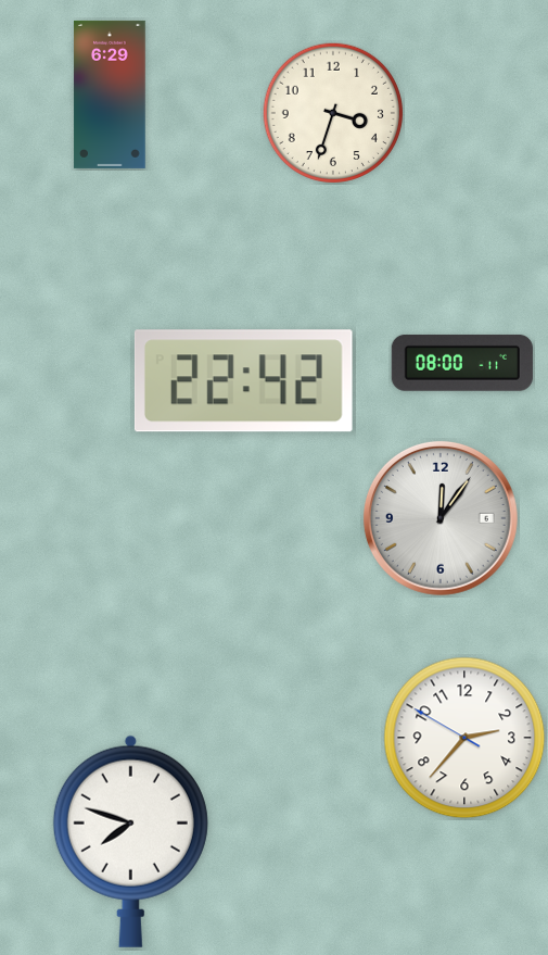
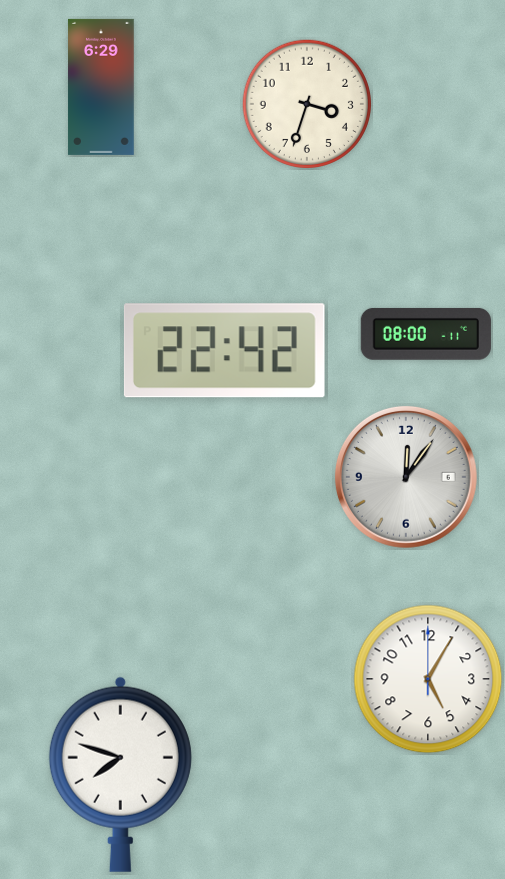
clock at (464, 738): 2:36 -> 5:05
